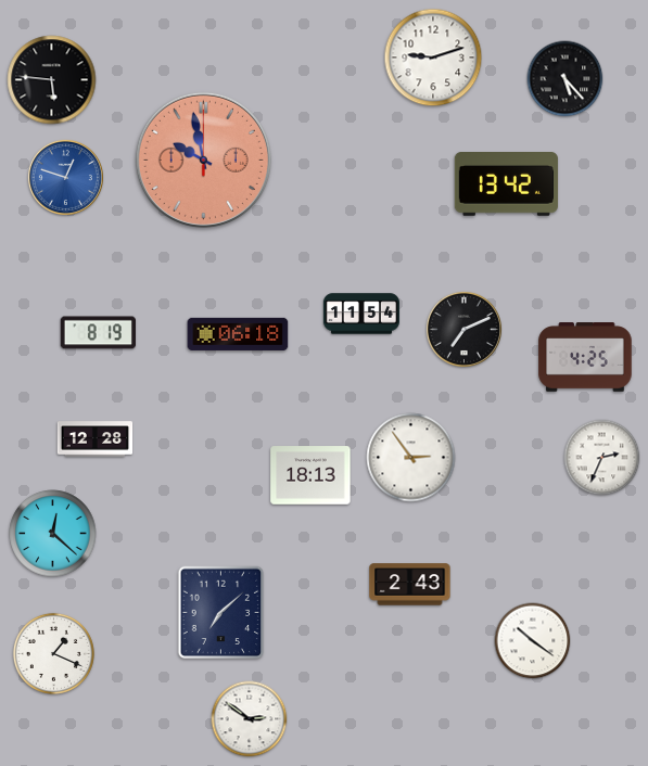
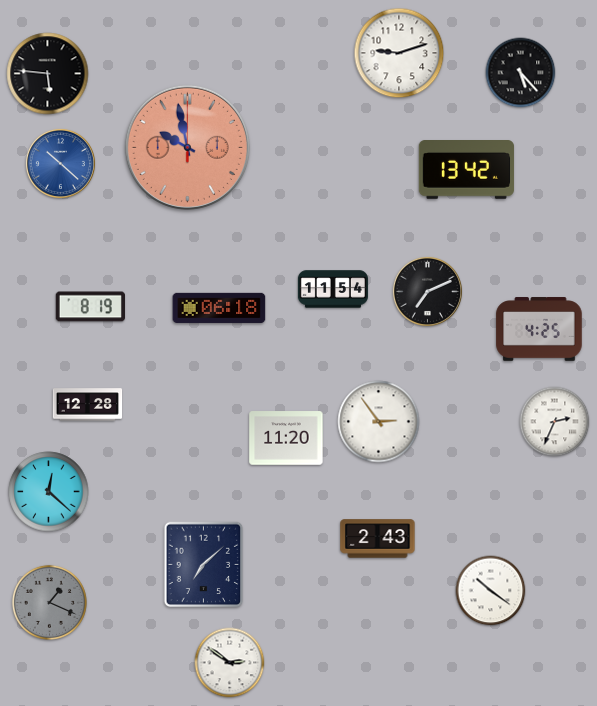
clock at (65, 177): 12:48 -> 10:22
clock at (463, 329) position: (463, 329) -> (427, 291)
clock at (310, 475): 18:13 -> 11:20
clock at (53, 653) dial: white -> grey
